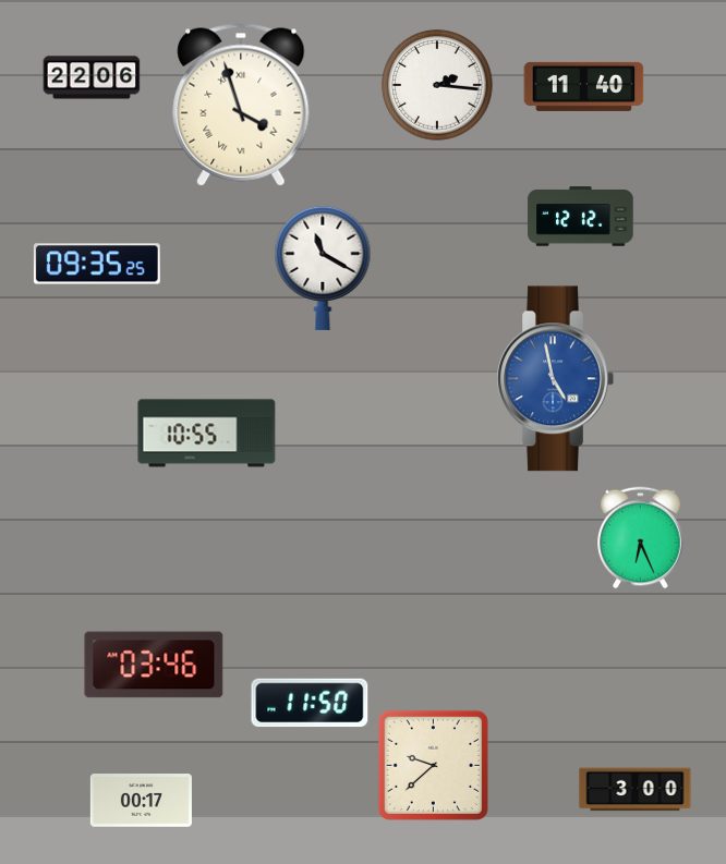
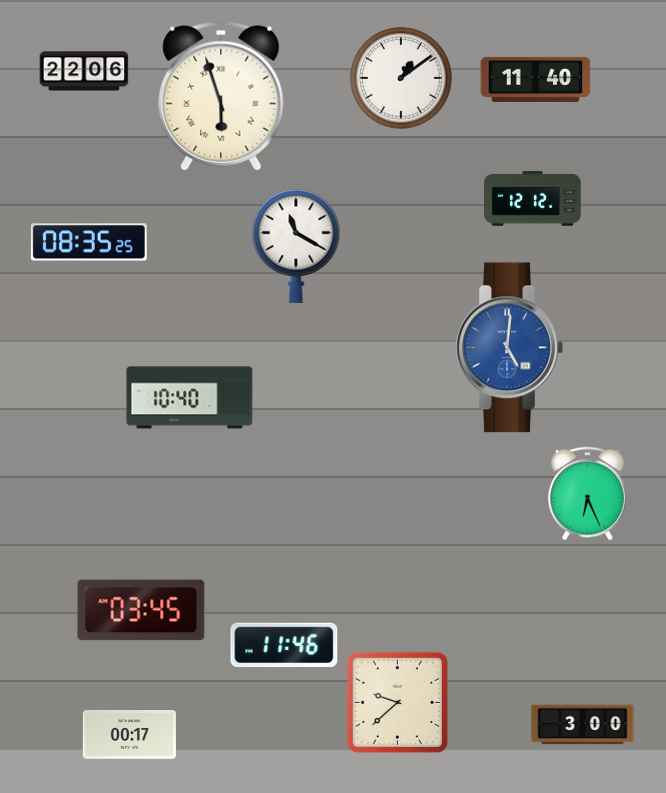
clock at (437, 85): 2:16 -> 1:09
clock at (241, 105): 3:57 -> 5:57
clock at (97, 264): 09:35 -> 08:35
clock at (555, 379): 4:58 -> 5:01
clock at (207, 434): 10:55 -> 10:40
clock at (154, 665): 03:46 -> 03:45
clock at (310, 703): 11:50 -> 11:46
